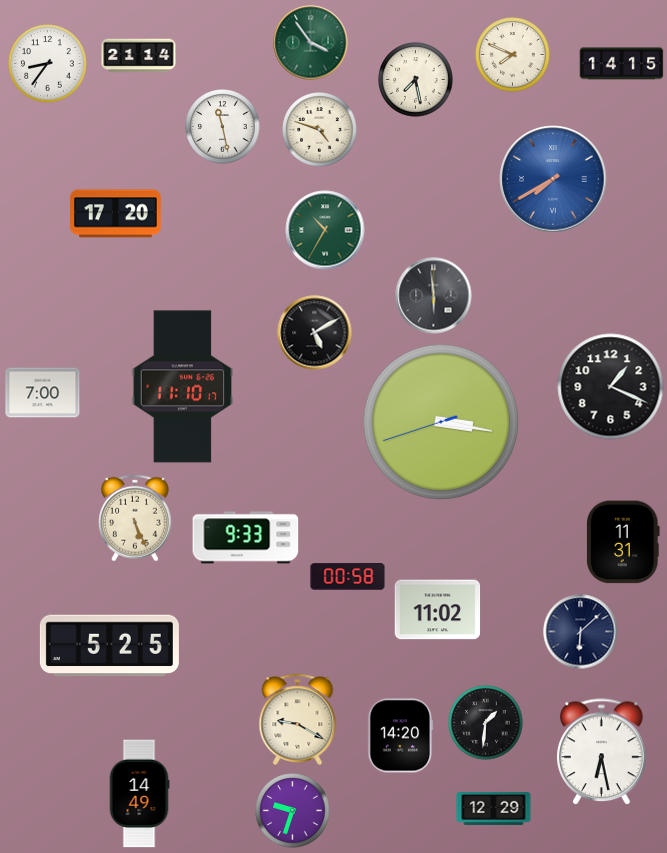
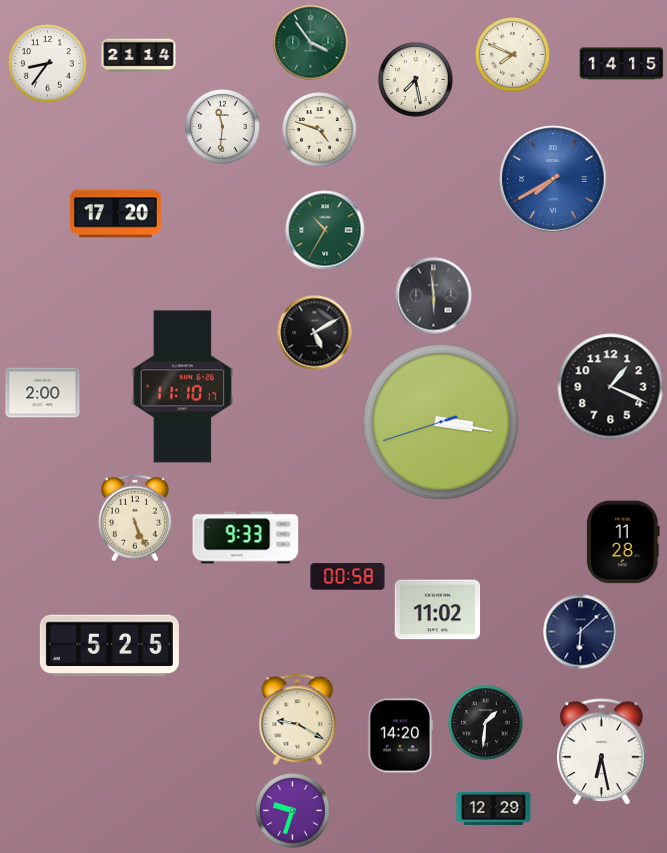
clock at (223, 127): 11:28 -> 11:31
clock at (43, 393): 7:00 -> 2:00
clock at (624, 542): 11:31 -> 11:28
clock at (139, 794): 14:49 -> none
